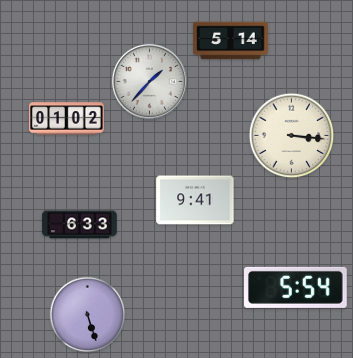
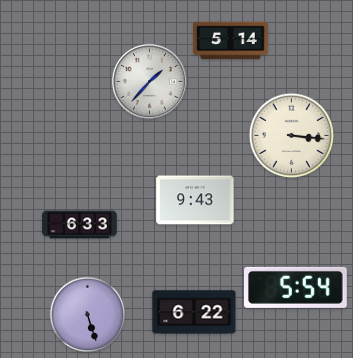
clock at (67, 119): 01:02 -> none
clock at (195, 200): 9:41 -> 9:43
clock at (194, 312): none -> 6:22
